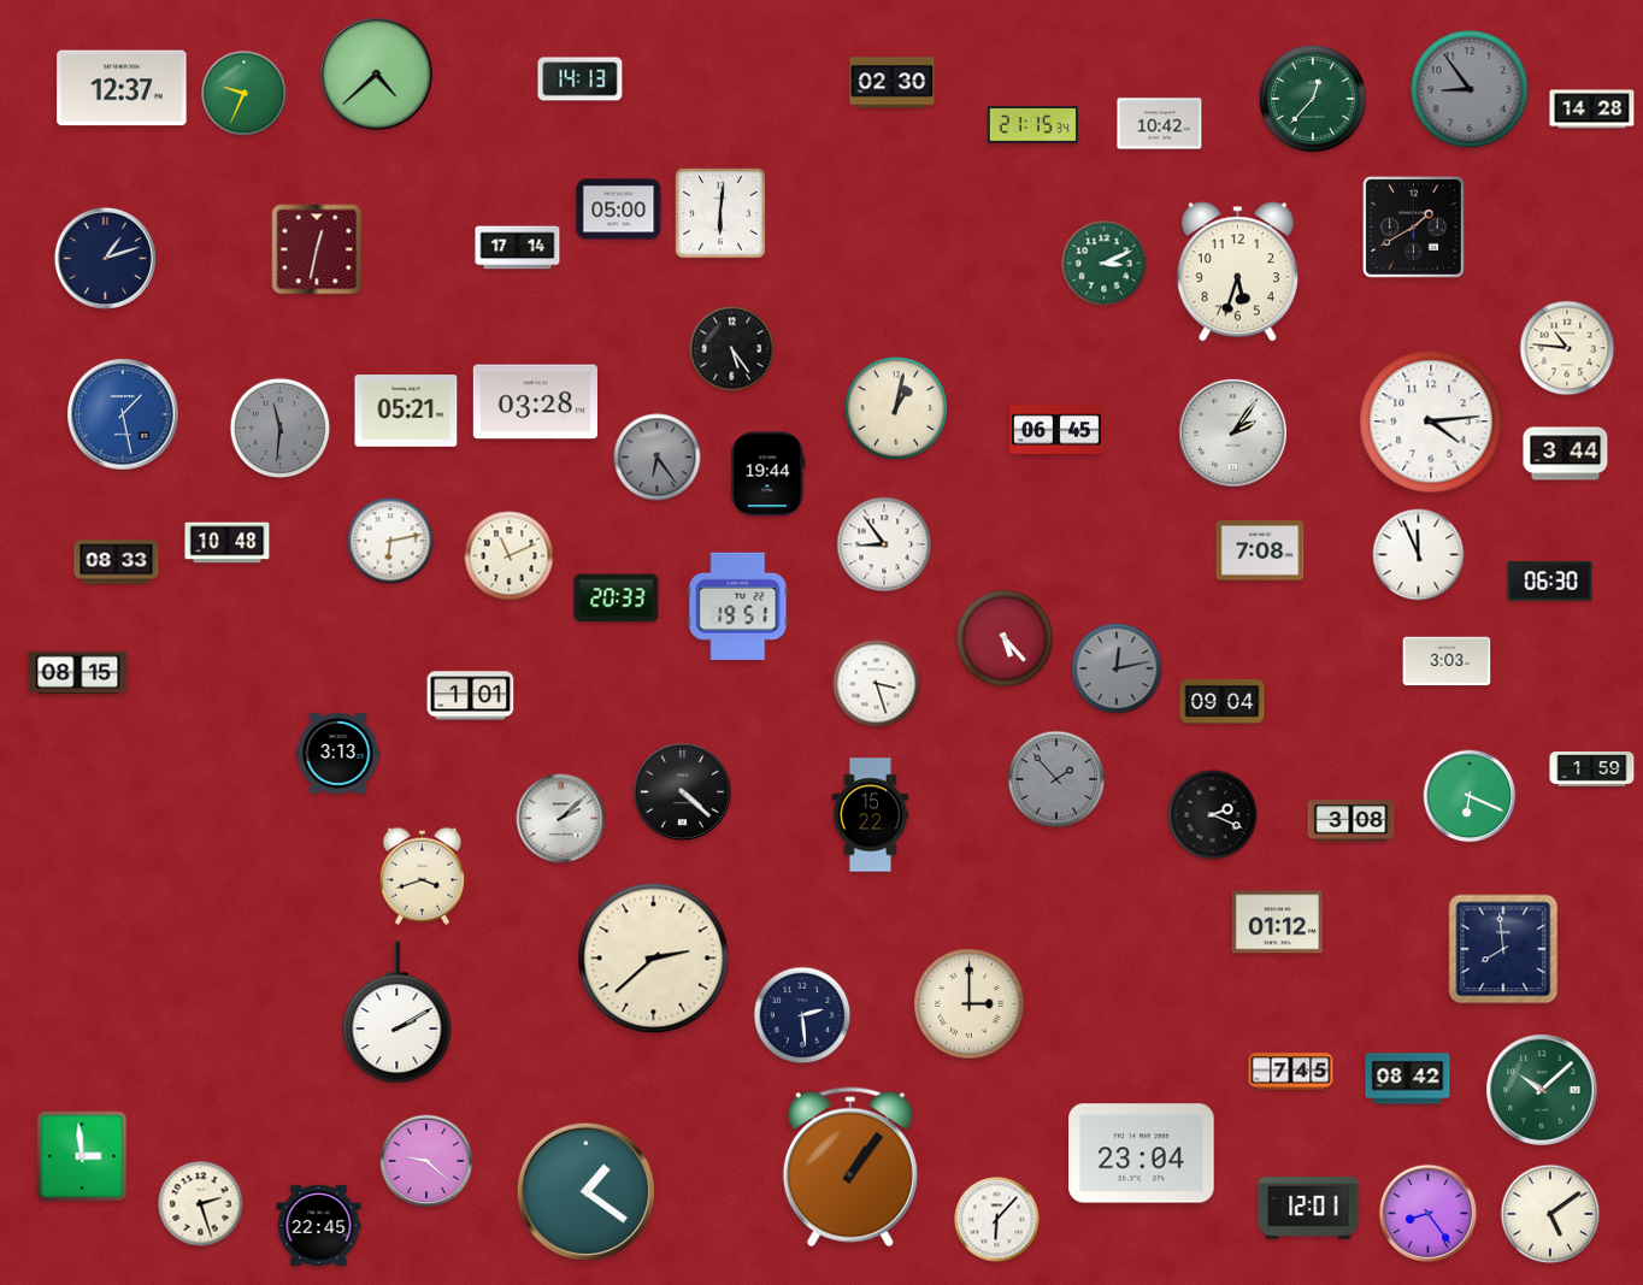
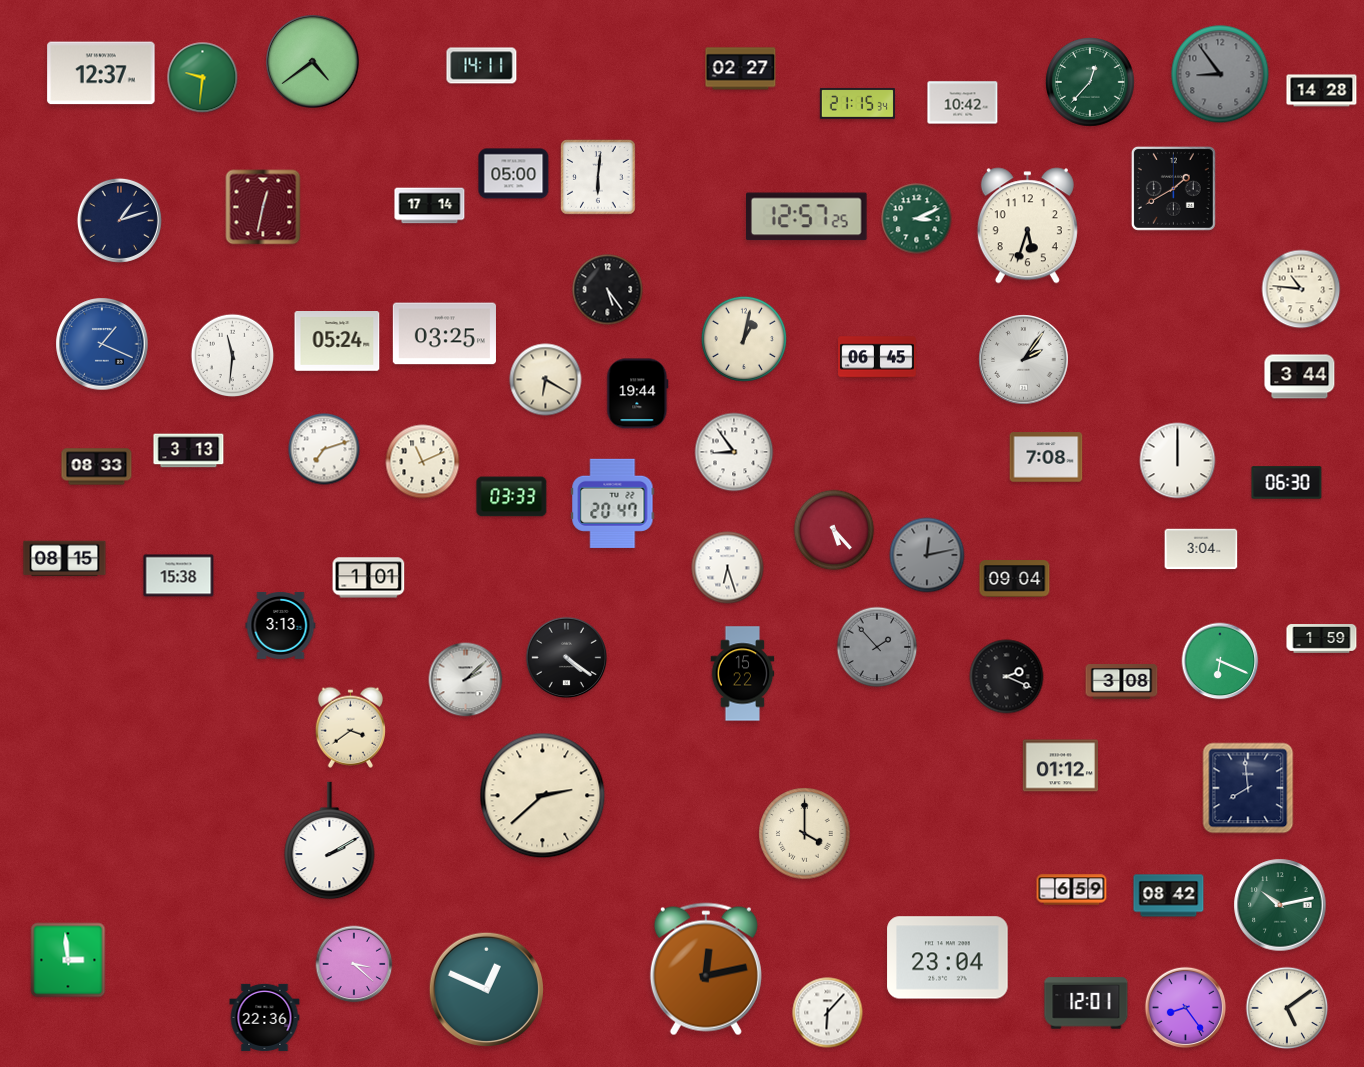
clock at (377, 75): 4:38 -> 4:39
clock at (581, 79): 14:13 -> 14:11
clock at (893, 83): 02:30 -> 02:27
clock at (245, 94): 9:34 -> 9:31
clock at (105, 258) position: (105, 258) -> (119, 220)
clock at (807, 217): none -> 12:57
clock at (535, 402): 03:28 -> 03:25
clock at (406, 412): 05:21 -> 05:24
clock at (123, 414): 1:28 -> 1:19
clock at (1431, 422): 4:14 -> none
clock at (281, 429) dial: grey -> white
clock at (658, 458): 6:24 -> 6:20
clock at (658, 458) dial: grey -> cream
clock at (390, 541): 6:13 -> 7:12
clock at (228, 543): 10:48 -> 3:13
clock at (1419, 555): 11:56 -> 12:00
clock at (617, 599): 20:33 -> 03:33
clock at (738, 606): 19:51 -> 20:47
clock at (1447, 661): 3:03 -> 3:04
clock at (877, 684): 3:27 -> 6:27
clock at (179, 576): none -> 15:38
clock at (471, 696) position: (471, 696) -> (369, 578)
clock at (1223, 702) position: (1223, 702) -> (1015, 579)
clock at (683, 792): 4:22 -> 4:21
clock at (871, 815) position: (871, 815) -> (743, 674)
clock at (422, 876): 3:42 -> 3:39
clock at (970, 1004): 3:00 -> 4:00
clock at (802, 1015): 2:29 -> none
clock at (1291, 1072): 7:45 -> 6:59
clock at (1542, 1090): 10:08 -> 10:13
clock at (426, 1161): 9:22 -> 3:22
clock at (850, 1167): 1:06 -> 12:13
clock at (585, 1191): 1:21 -> 12:49
clock at (201, 1204): 2:27 -> none
clock at (319, 1225): 22:45 -> 22:36
